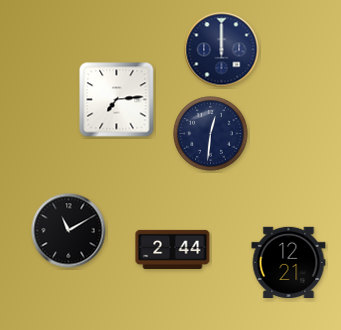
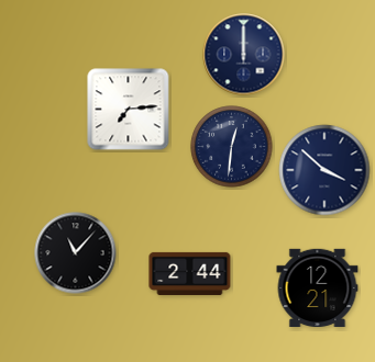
clock at (324, 170): none -> 3:52
clock at (69, 231): 11:10 -> 11:07
